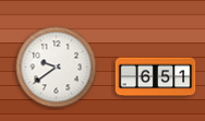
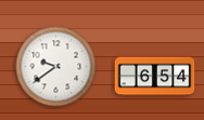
clock at (156, 77): 6:51 -> 6:54
